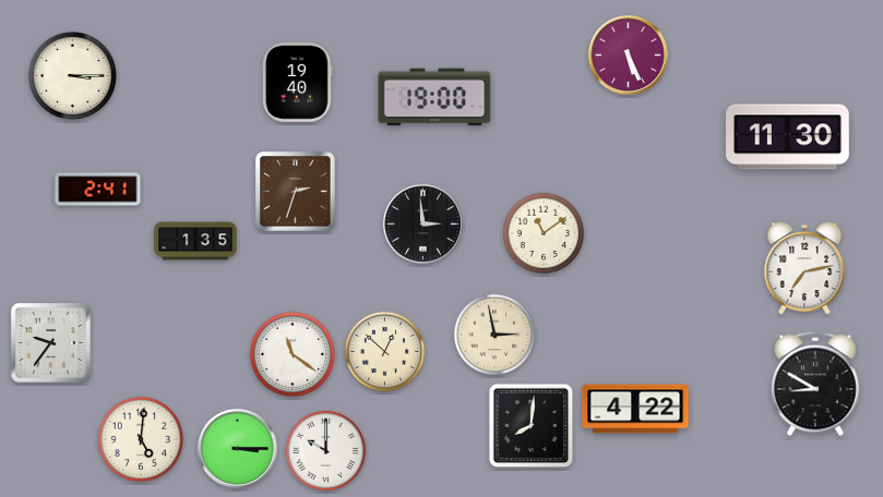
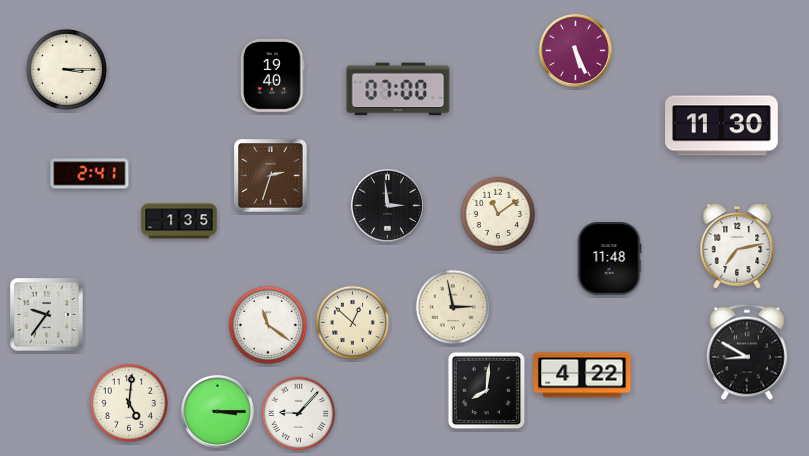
clock at (434, 97): 19:00 -> 07:00
clock at (609, 259): none -> 11:48
clock at (326, 451): 10:00 -> 9:07
